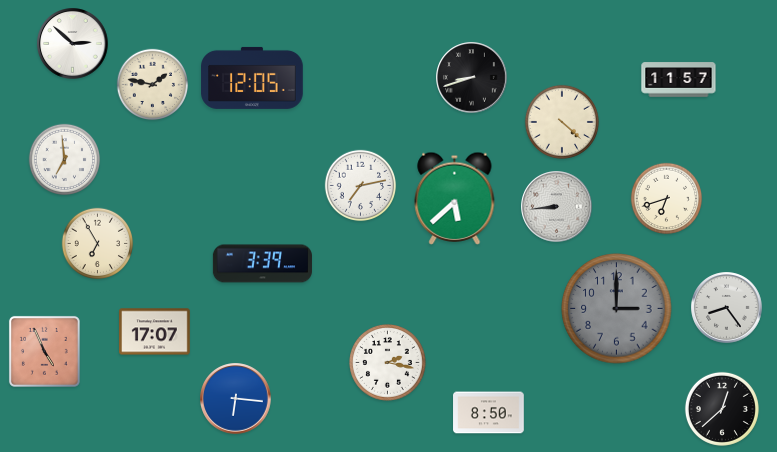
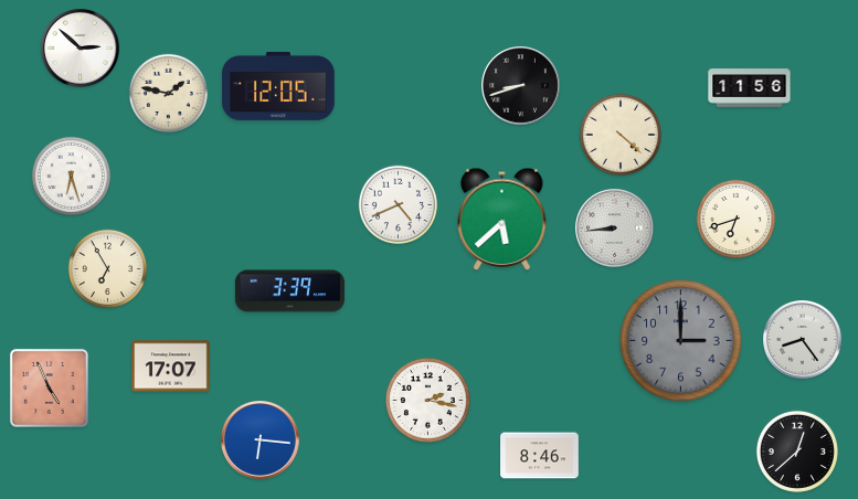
clock at (679, 80): 11:57 -> 11:56
clock at (65, 160): 6:59 -> 6:27
clock at (361, 186): 7:13 -> 4:41
clock at (489, 413): 8:50 -> 8:46
